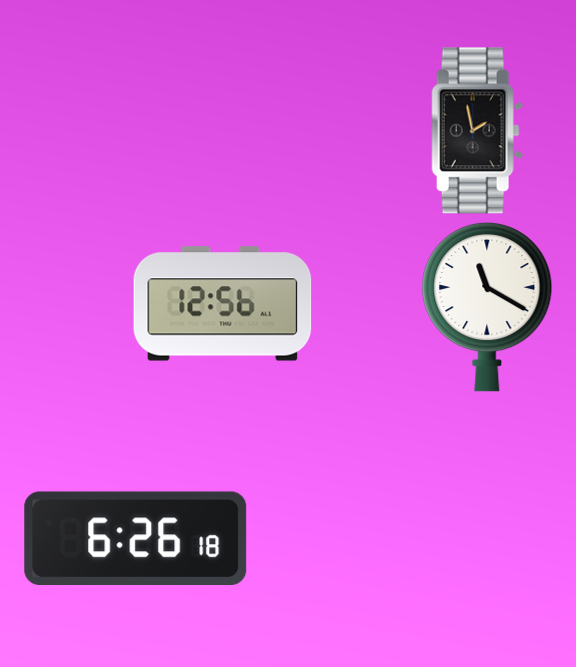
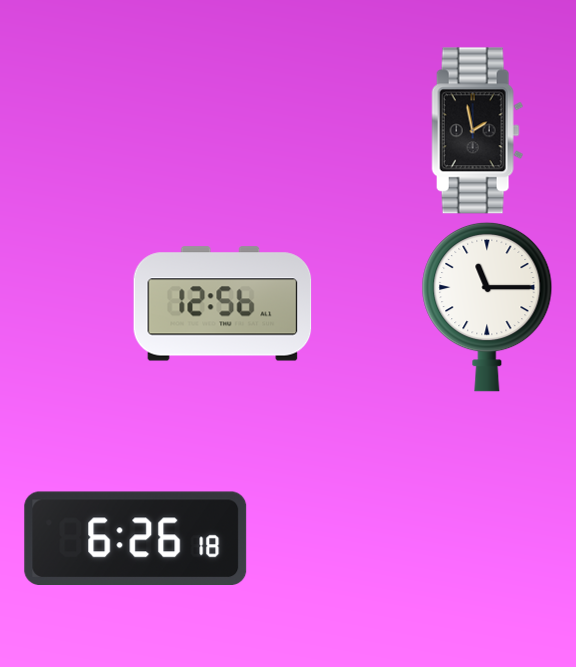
clock at (487, 307): 11:20 -> 11:15
